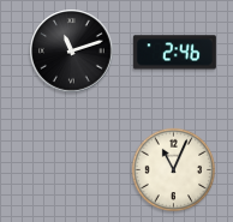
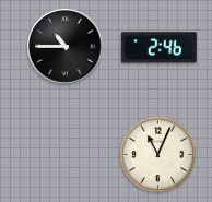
clock at (72, 52): 11:12 -> 10:45
